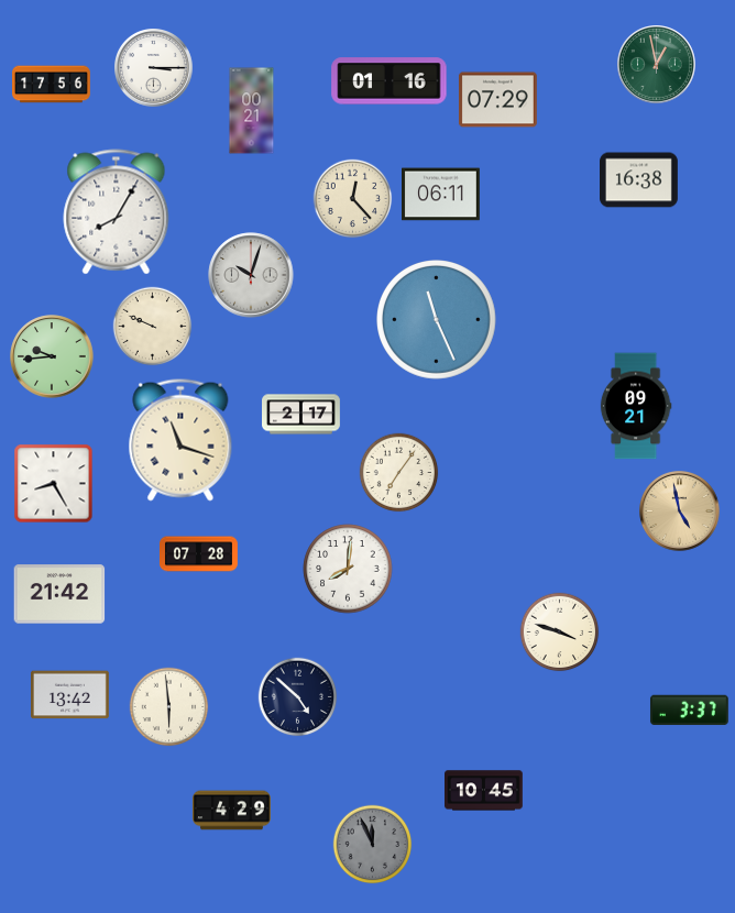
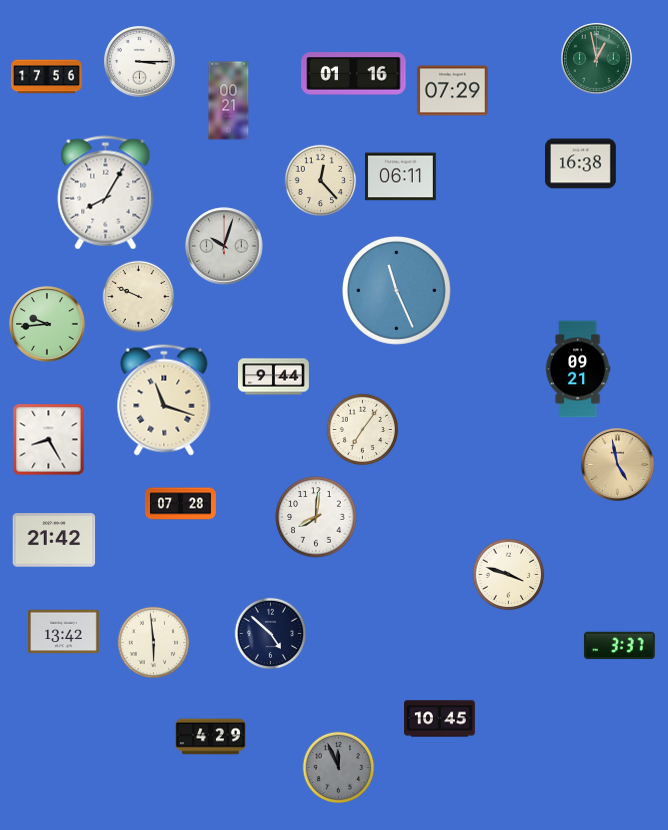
clock at (251, 275) position: (251, 275) -> (224, 246)
clock at (301, 415): 2:17 -> 9:44
clock at (689, 711) position: (689, 711) -> (619, 646)
